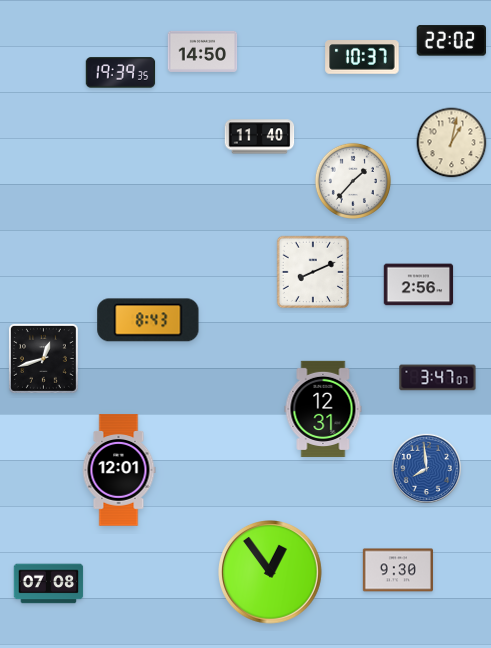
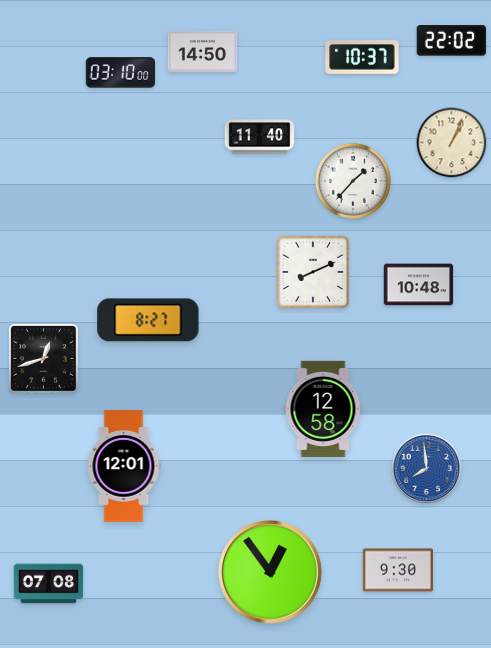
clock at (121, 73): 19:39 -> 03:10
clock at (452, 143): 1:02 -> 1:04
clock at (419, 285): 2:56 -> 10:48
clock at (148, 320): 8:43 -> 8:27
clock at (438, 378): 3:47 -> none
clock at (323, 409): 12:31 -> 12:58
clock at (119, 470) position: (119, 470) -> (124, 466)
